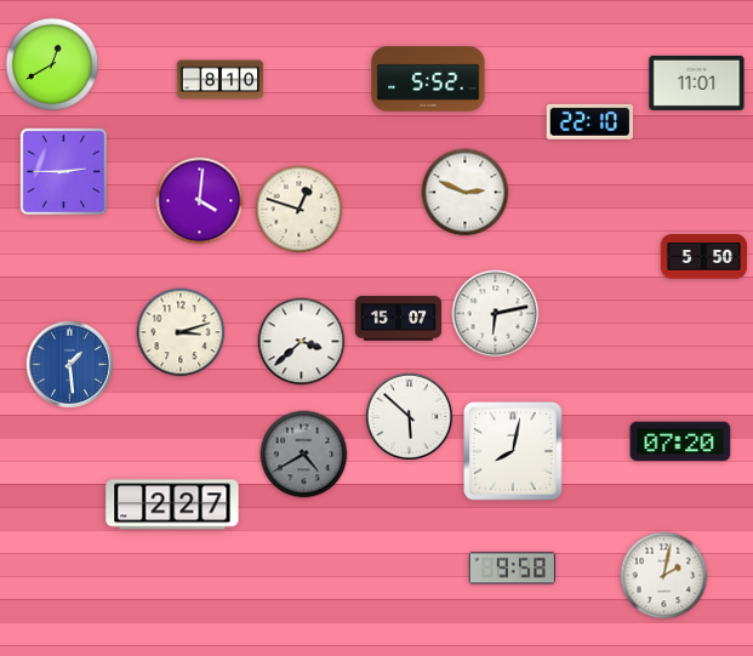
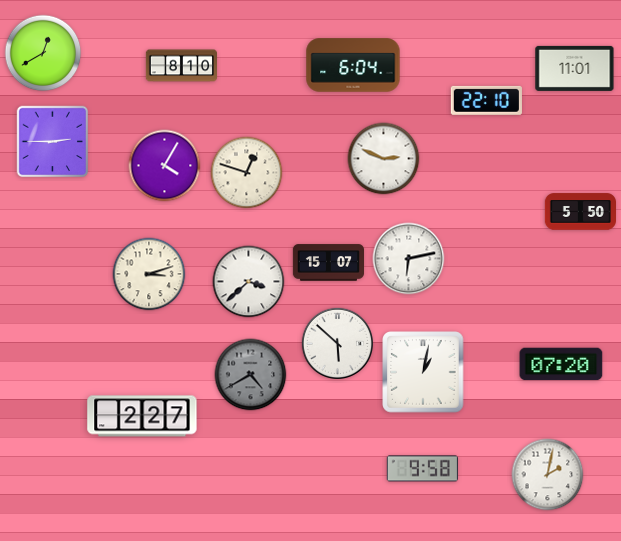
clock at (428, 79): 5:52 -> 6:04
clock at (200, 201): 4:01 -> 4:05
clock at (69, 364): 1:29 -> none
clock at (513, 451): 8:02 -> 1:02
